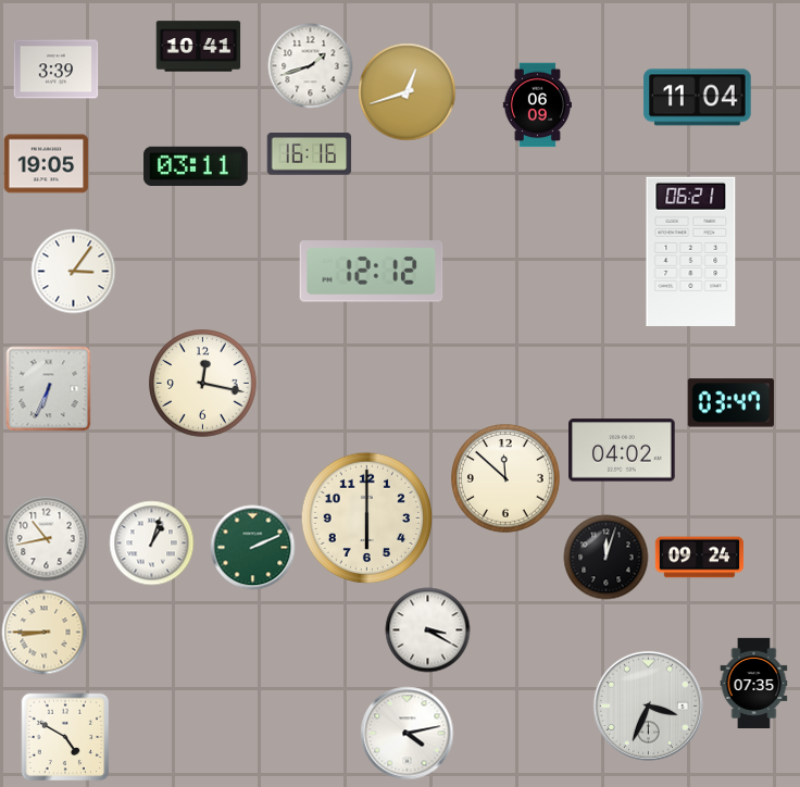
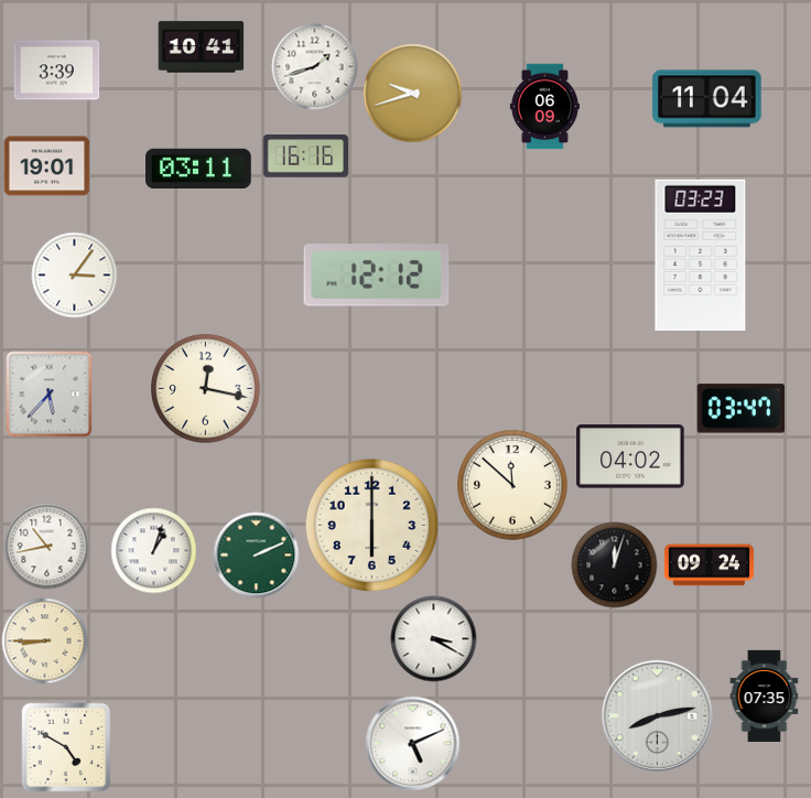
clock at (407, 91): 12:42 -> 9:42
clock at (309, 154) position: (309, 154) -> (305, 157)
clock at (46, 164): 19:05 -> 19:01
clock at (691, 251): 06:21 -> 03:23
clock at (48, 388): 6:34 -> 5:37
clock at (754, 683) position: (754, 683) -> (765, 695)
clock at (648, 705): 3:34 -> 8:13
clock at (407, 733): 4:13 -> 5:11
